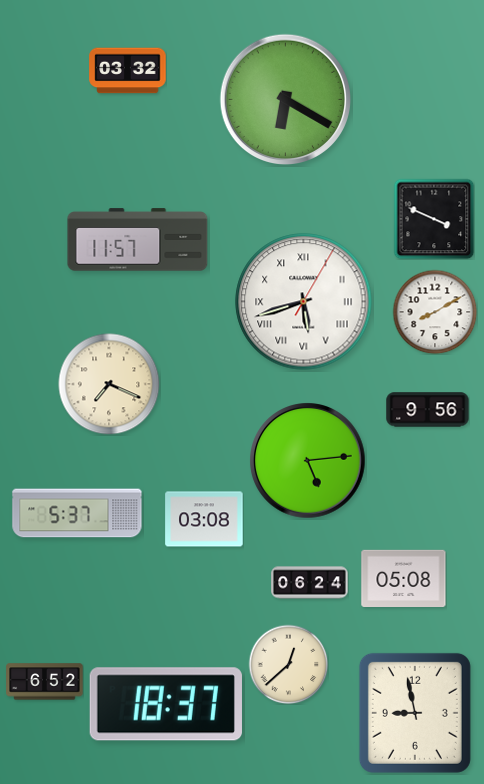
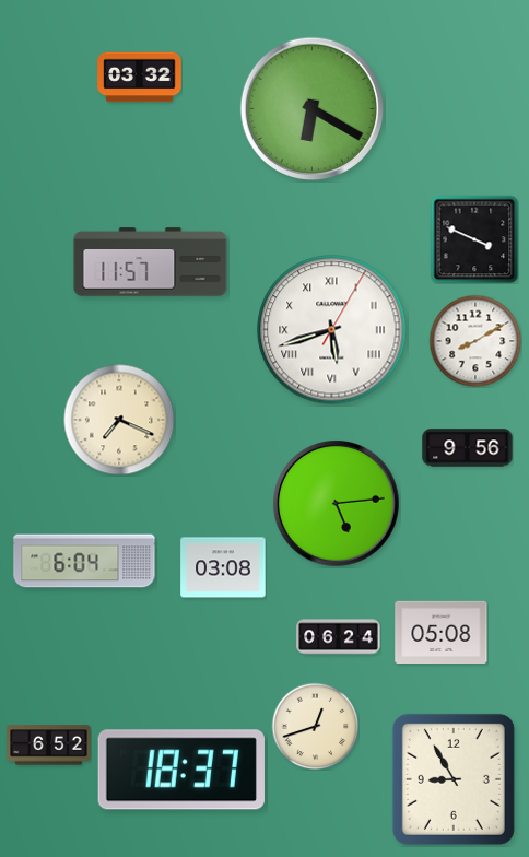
clock at (77, 513): 5:37 -> 6:04
clock at (288, 664): 12:38 -> 12:42
clock at (415, 713): 8:58 -> 8:55
